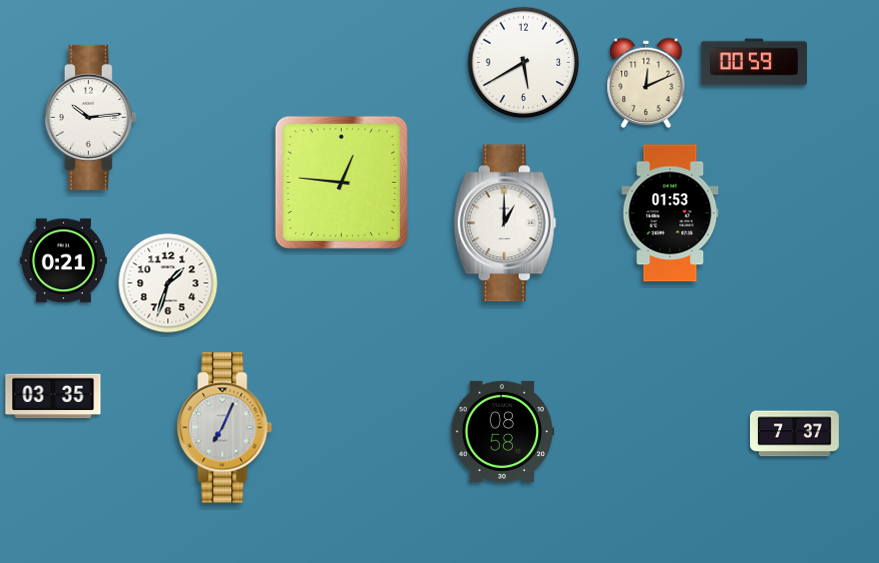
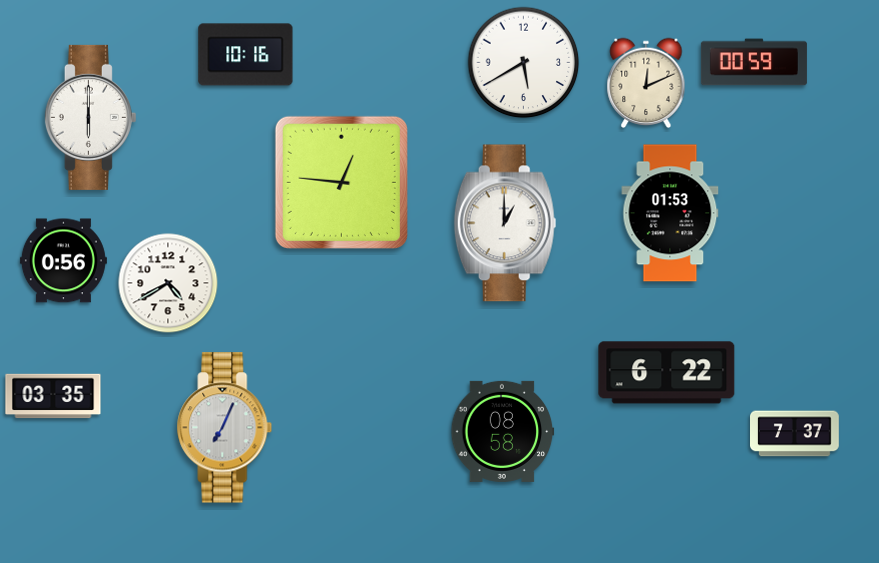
clock at (246, 55): none -> 10:16
clock at (90, 117): 10:14 -> 6:00
clock at (63, 261): 0:21 -> 0:56
clock at (168, 283): 1:33 -> 4:40
clock at (667, 373): none -> 6:22
